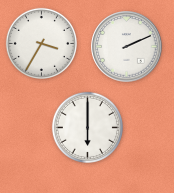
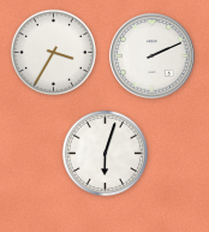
clock at (41, 43) position: (41, 43) -> (53, 52)
clock at (87, 127): 6:00 -> 6:03
